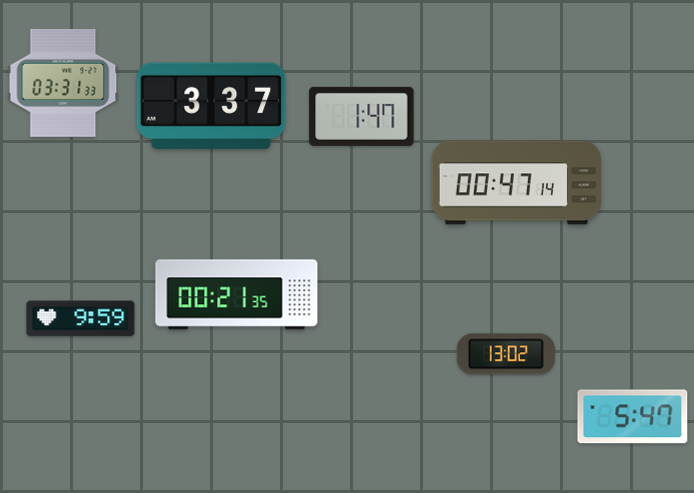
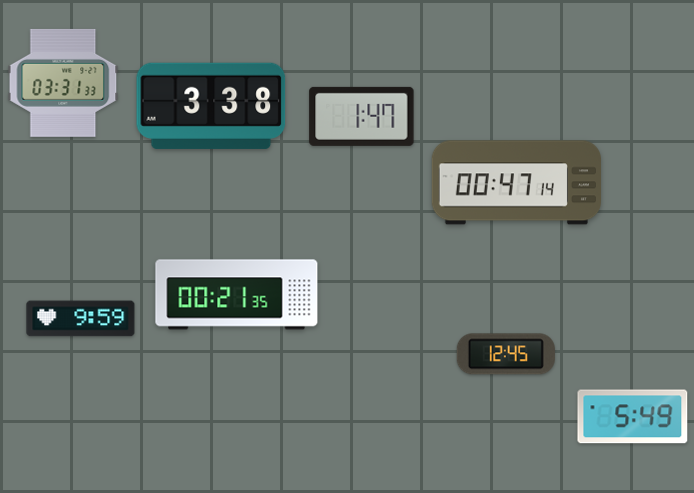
clock at (211, 106): 3:37 -> 3:38
clock at (506, 354): 13:02 -> 12:45
clock at (633, 417): 5:47 -> 5:49
